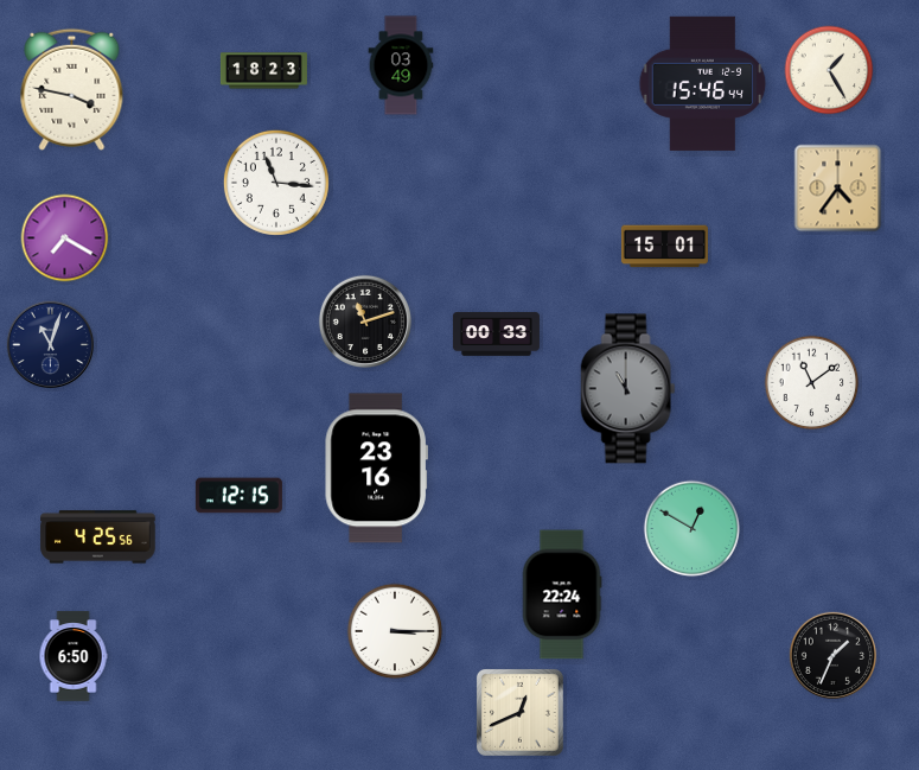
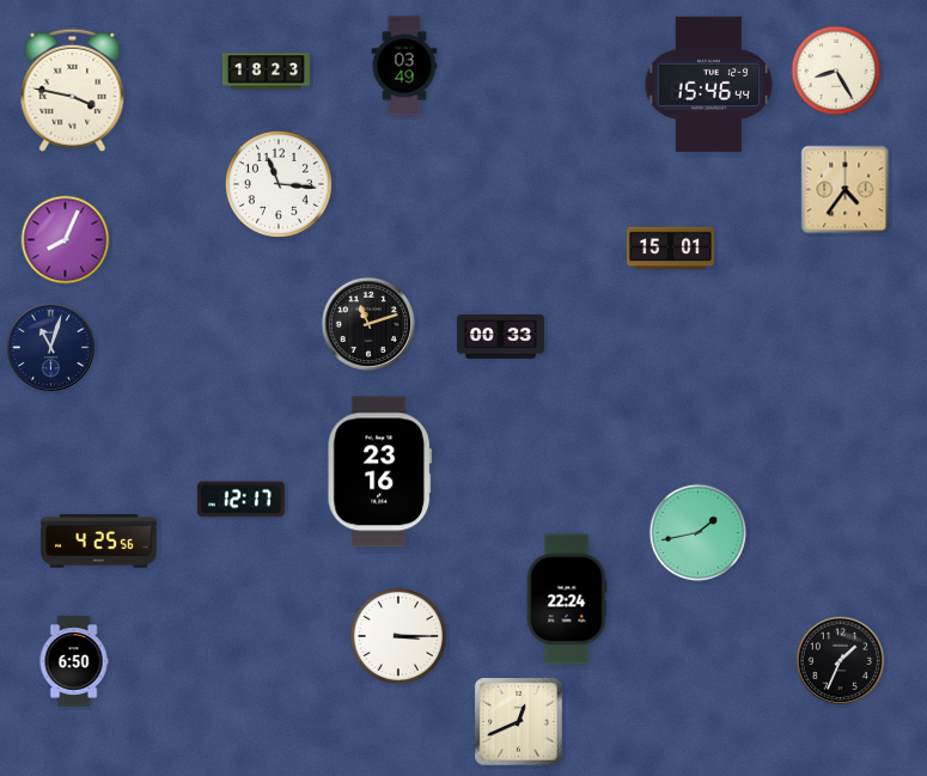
clock at (829, 70): 1:25 -> 8:25
clock at (65, 238): 7:20 -> 8:04
clock at (812, 383): 11:09 -> none
clock at (628, 389): 11:00 -> none
clock at (238, 496): 12:15 -> 12:17
clock at (693, 529): 12:50 -> 1:43
clock at (519, 712) position: (519, 712) -> (518, 721)
